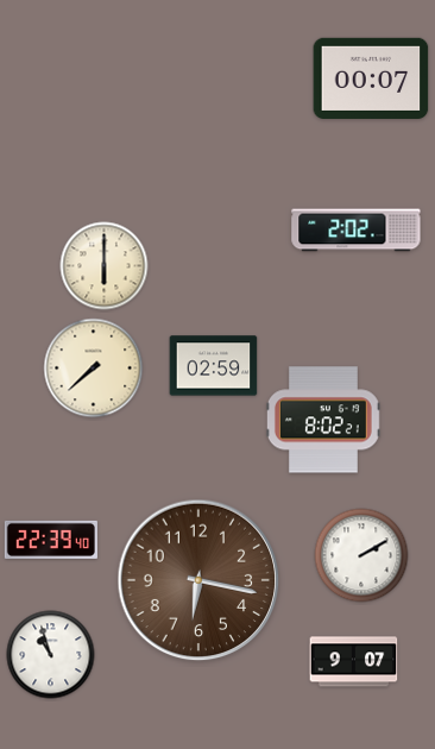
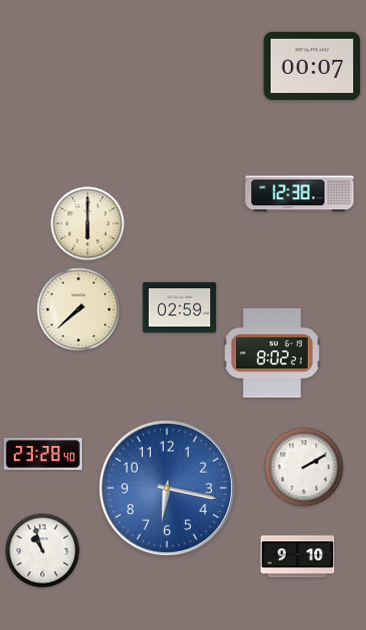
clock at (357, 231): 2:02 -> 12:38
clock at (51, 540): 22:39 -> 23:28
clock at (198, 580) dial: brown -> blue
clock at (354, 662): 9:07 -> 9:10
